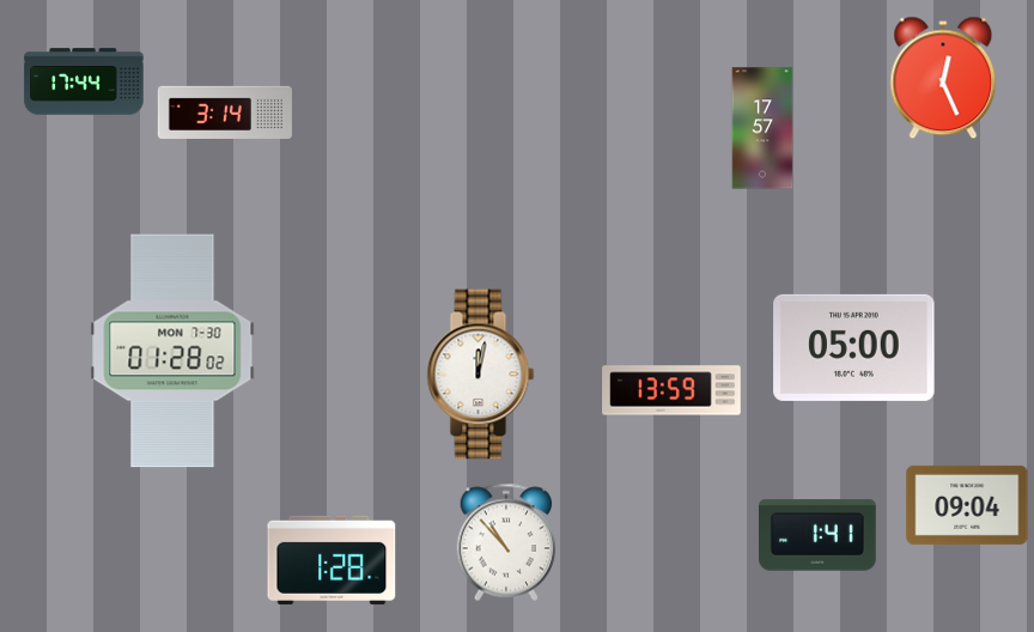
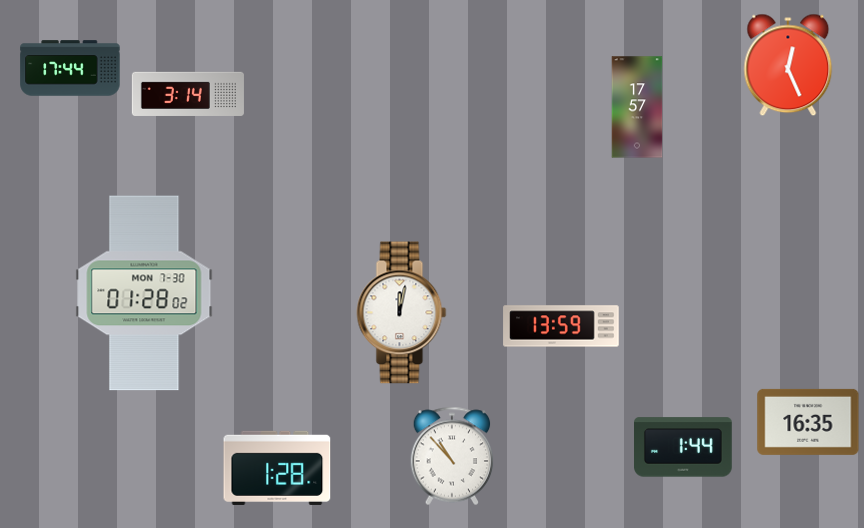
clock at (854, 347): 05:00 -> none
clock at (967, 505): 09:04 -> 16:35
clock at (819, 535): 1:41 -> 1:44
clock at (506, 542) position: (506, 542) -> (452, 456)
